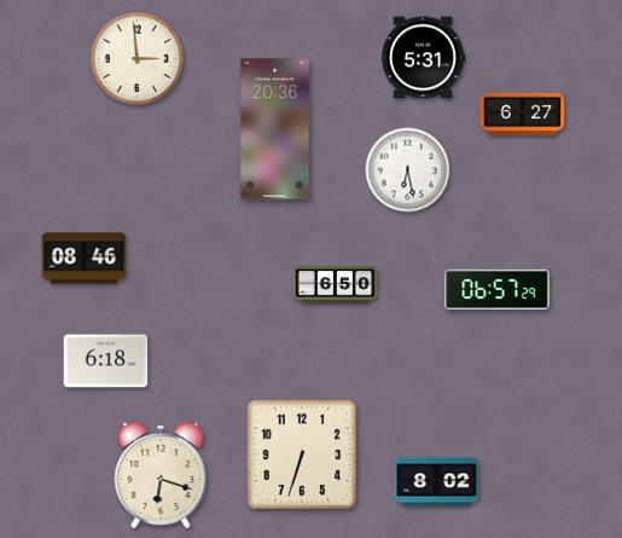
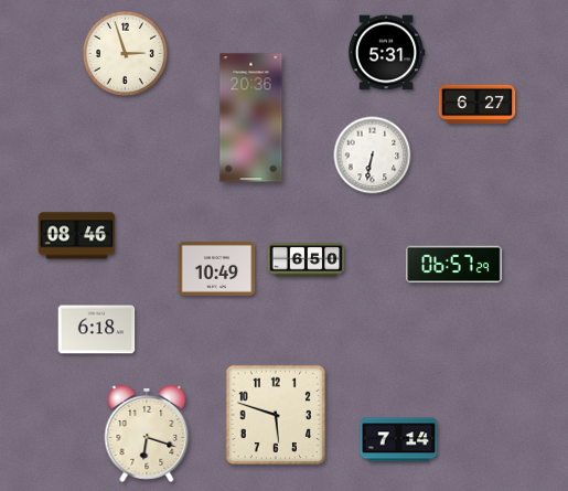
clock at (136, 58): 2:59 -> 2:57
clock at (408, 170): 6:28 -> 6:32
clock at (217, 268): none -> 10:49
clock at (302, 455): 6:33 -> 5:48
clock at (437, 482): 8:02 -> 7:14
